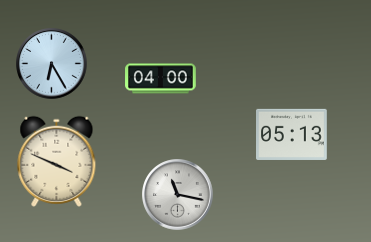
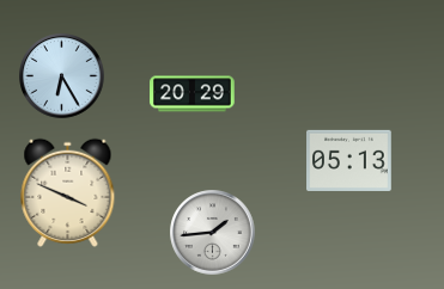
clock at (161, 79): 04:00 -> 20:29
clock at (178, 195): 11:17 -> 1:44
